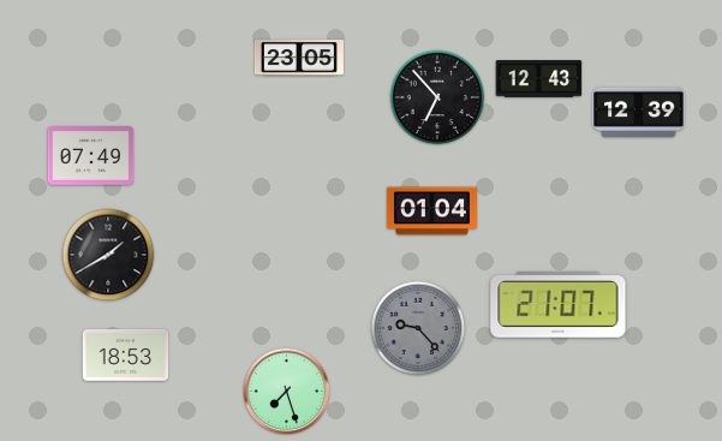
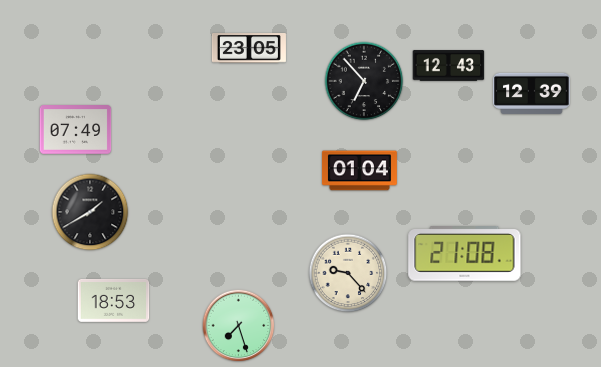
clock at (431, 211) position: (431, 211) -> (359, 171)
clock at (559, 305): 21:07 -> 21:08
clock at (418, 328) dial: grey -> cream
clock at (126, 354) position: (126, 354) -> (114, 300)
